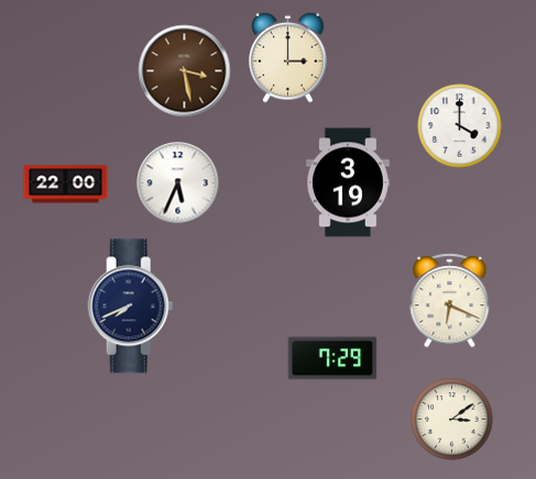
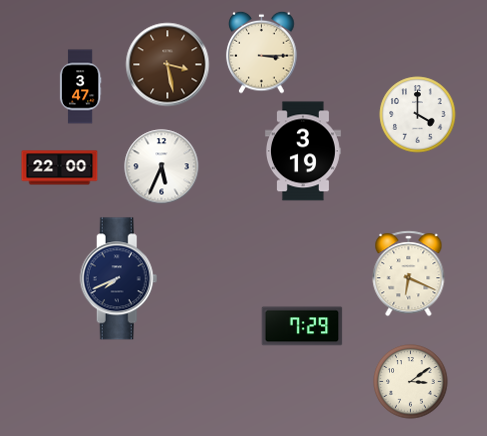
clock at (288, 57): 3:00 -> 3:15
clock at (80, 87): none -> 3:47
clock at (348, 182) position: (348, 182) -> (303, 151)
